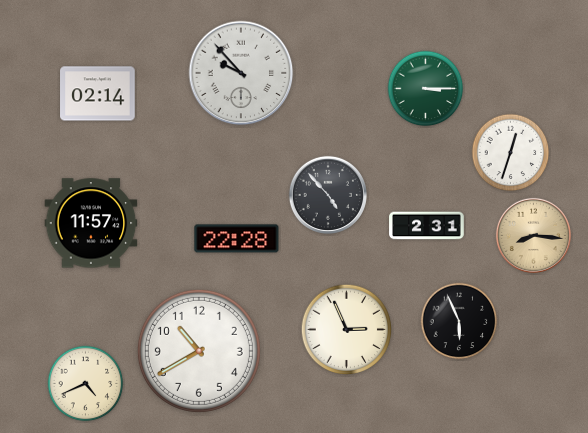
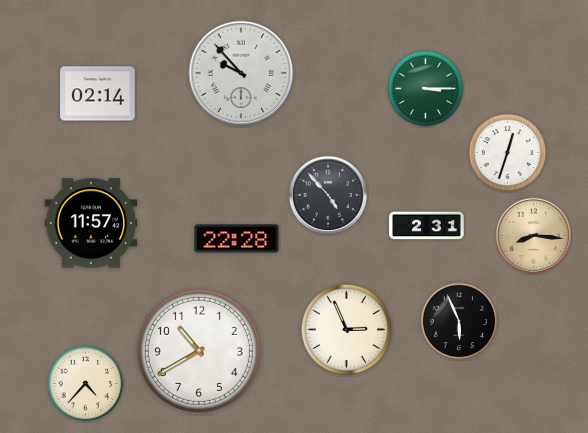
clock at (511, 153) position: (511, 153) -> (508, 153)
clock at (86, 384): 4:41 -> 4:37
